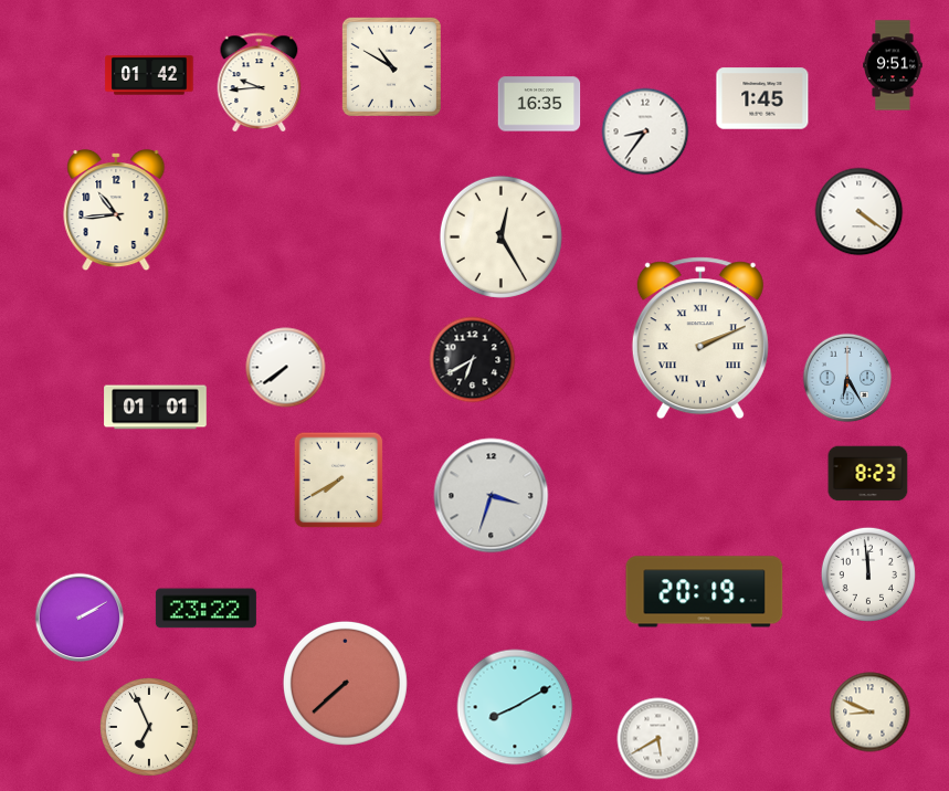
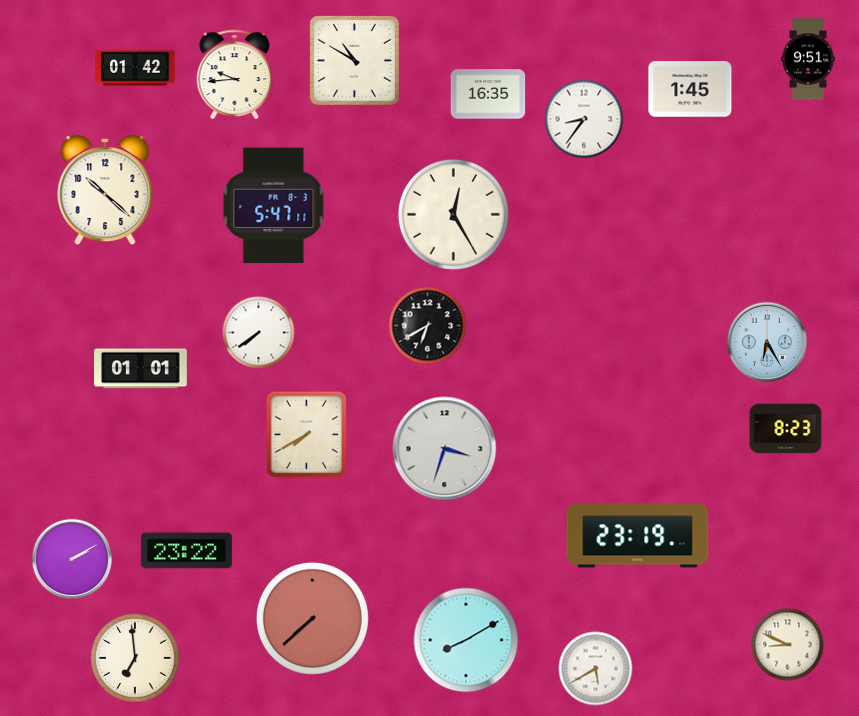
clock at (116, 210): 10:44 -> 10:22
clock at (860, 212): 4:21 -> none
clock at (274, 206): none -> 5:47
clock at (700, 338): 2:11 -> none
clock at (868, 574): 11:59 -> none
clock at (705, 592): 20:19 -> 23:19
clock at (150, 728): 6:56 -> 6:59
